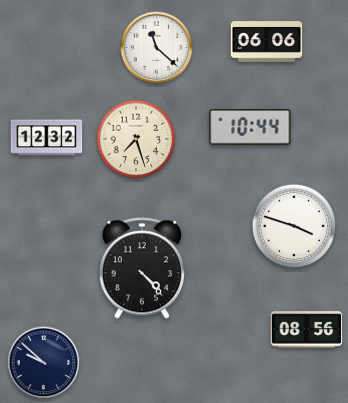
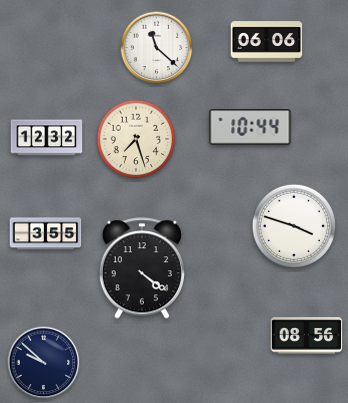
clock at (46, 234): none -> 3:55
clock at (141, 268): 4:23 -> 4:21
clock at (307, 330) position: (307, 330) -> (307, 336)
